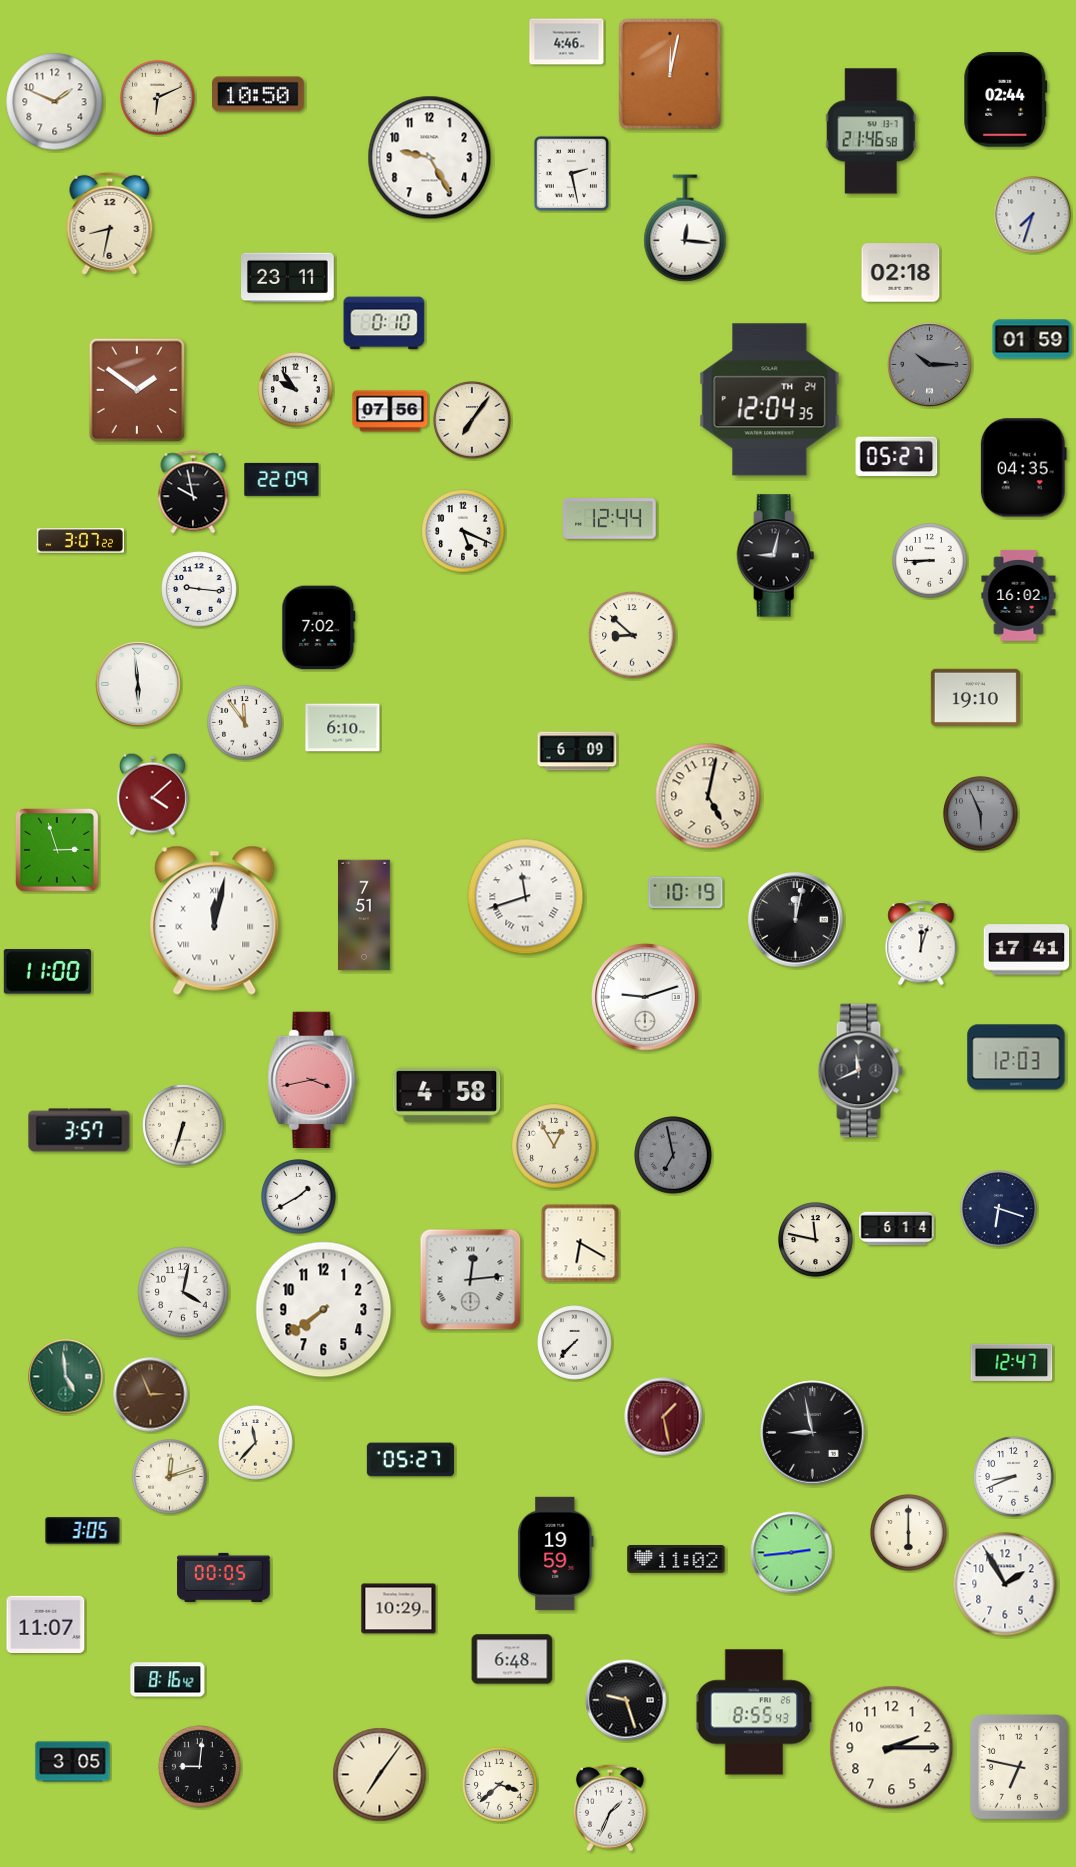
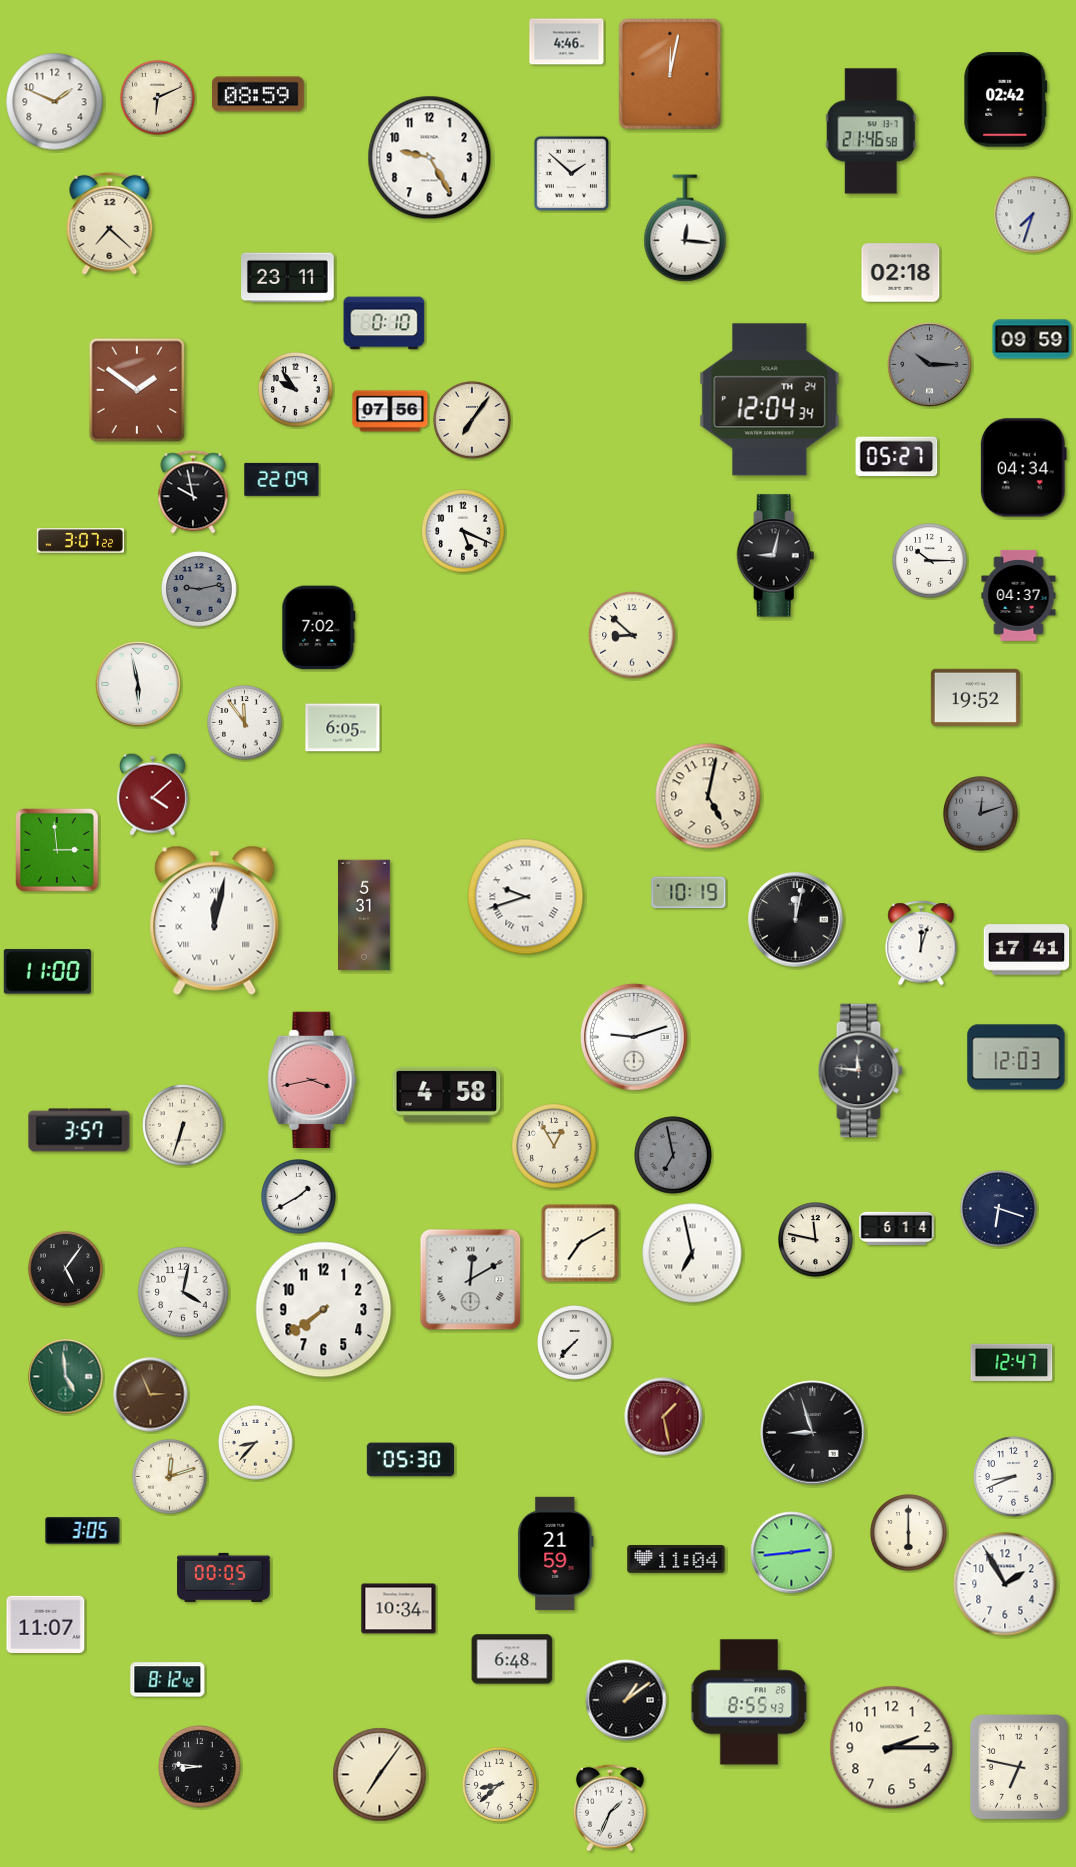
clock at (259, 94): 10:50 -> 08:59
clock at (1006, 100): 02:44 -> 02:42
clock at (572, 174): 2:28 -> 1:52
clock at (110, 223): 8:32 -> 7:22
clock at (1032, 339): 01:59 -> 09:59
clock at (770, 400): 12:04:35 -> 12:04:34
clock at (1023, 468): 04:35 -> 04:34
clock at (610, 519): 12:44 -> none
clock at (930, 561): 8:45 -> 10:15
clock at (199, 589): 9:16 -> 9:13
clock at (199, 589) dial: white -> grey
clock at (1019, 595): 16:02 -> 04:37
clock at (138, 684): 5:59 -> 5:58
clock at (975, 697): 19:10 -> 19:52
clock at (343, 728): 6:10 -> 6:05
clock at (577, 751): 6:09 -> none
clock at (981, 814): 5:56 -> 12:12
clock at (57, 850): 2:57 -> 2:59
clock at (686, 893) position: (686, 893) -> (689, 893)
clock at (526, 897): 11:42 -> 9:42
clock at (364, 915): 7:51 -> 5:31
clock at (645, 997) position: (645, 997) -> (634, 1037)
clock at (860, 1071): 11:41 -> 11:46
clock at (580, 1243): 6:20 -> 7:10
clock at (692, 1253): none -> 6:58
clock at (66, 1269): none -> 5:06
clock at (471, 1280): 12:14 -> 12:10
clock at (813, 1433): 8:58 -> 8:57
clock at (256, 1443): 11:37 -> 8:37
clock at (410, 1460): 05:27 -> 05:30
clock at (556, 1553): 19:59 -> 21:59
clock at (676, 1560): 11:02 -> 11:04
clock at (399, 1609): 10:29 -> 10:34
clock at (168, 1680): 8:16 -> 8:12
clock at (626, 1700): 9:27 -> 1:09
clock at (754, 1712) position: (754, 1712) -> (749, 1702)
clock at (73, 1762): 3:05 -> none
clock at (200, 1767): 9:01 -> 8:46
clock at (500, 1785): 3:38 -> 8:38
